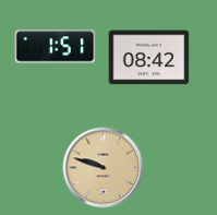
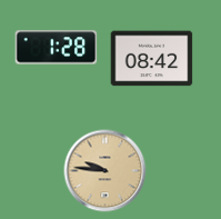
clock at (56, 47): 1:51 -> 1:28
clock at (104, 168): 9:48 -> 9:46
